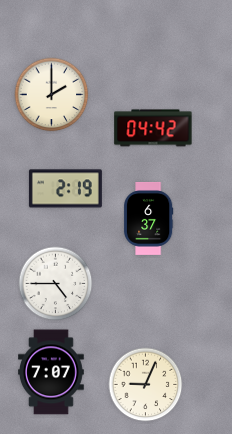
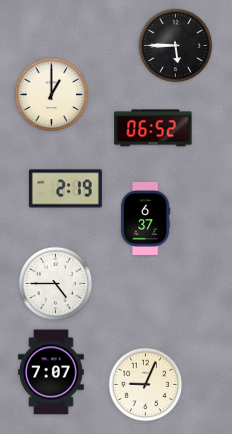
clock at (176, 46): none -> 5:45
clock at (52, 95): 2:00 -> 1:00
clock at (153, 128): 04:42 -> 06:52
clock at (148, 218) position: (148, 218) -> (145, 218)
